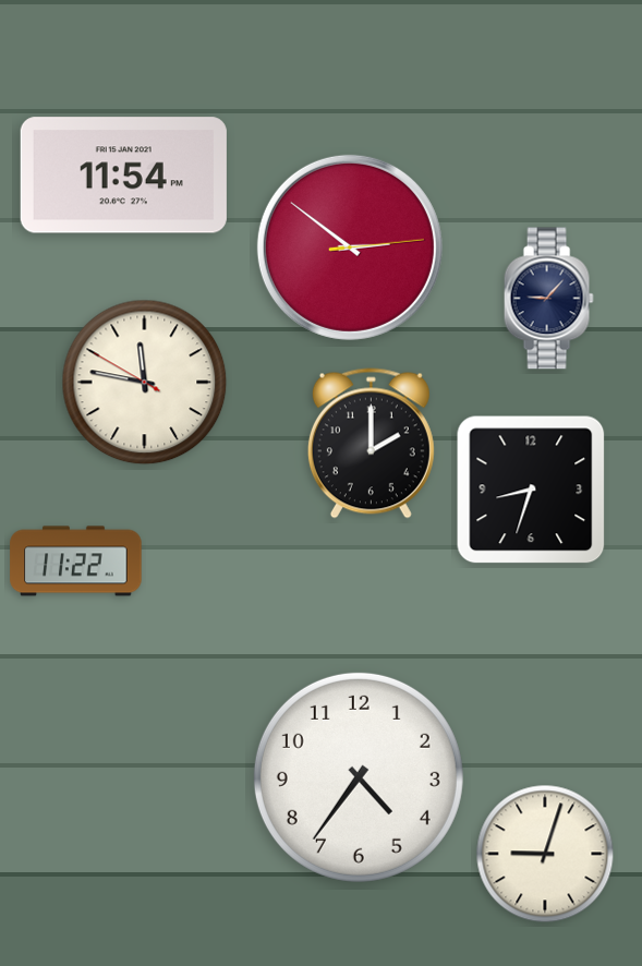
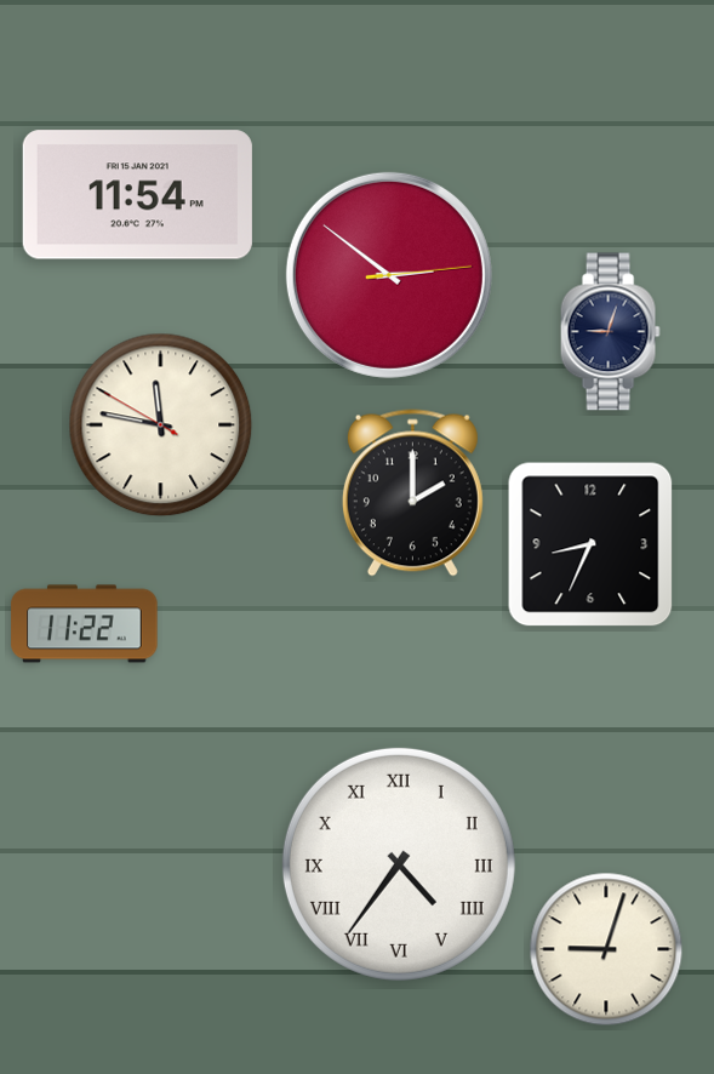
clock at (548, 299): 9:07 -> 9:03
clock at (531, 490): 8:33 -> 8:34
clock at (359, 777) numerals: Arabic -> Roman
